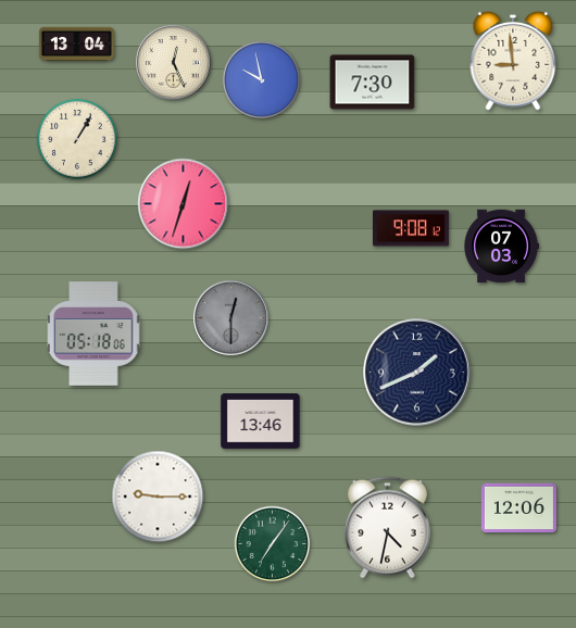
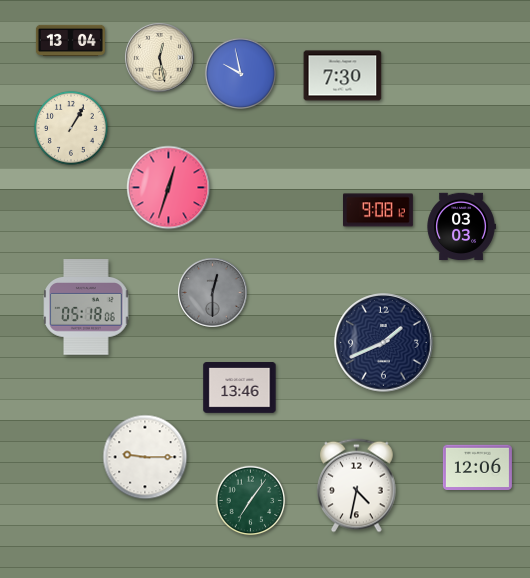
clock at (513, 61): 8:59 -> none
clock at (174, 63): 12:26 -> 12:28
clock at (501, 247): 07:03 -> 03:03
